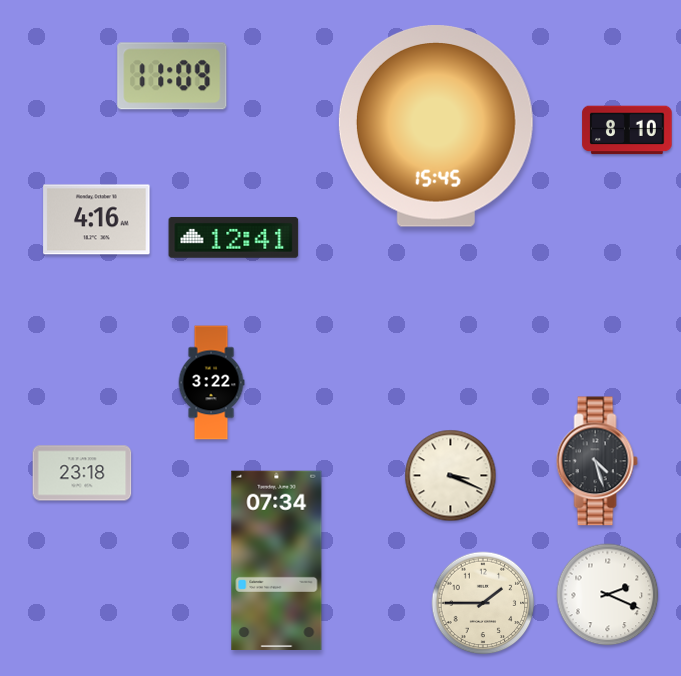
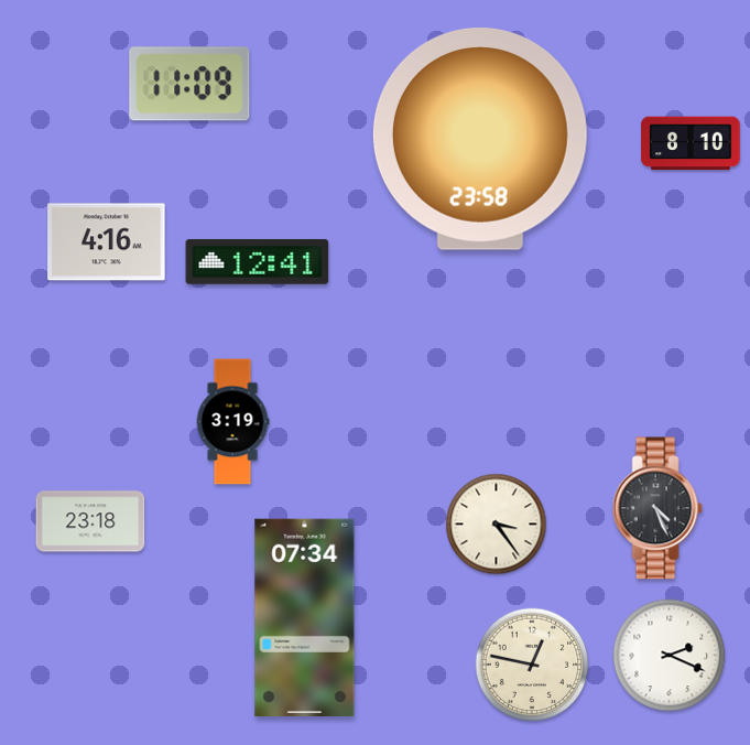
clock at (436, 127): 15:45 -> 23:58
clock at (211, 383): 3:22 -> 3:19
clock at (597, 461): 4:27 -> 4:26
clock at (451, 476): 3:19 -> 3:24
clock at (483, 603): 1:45 -> 12:47
